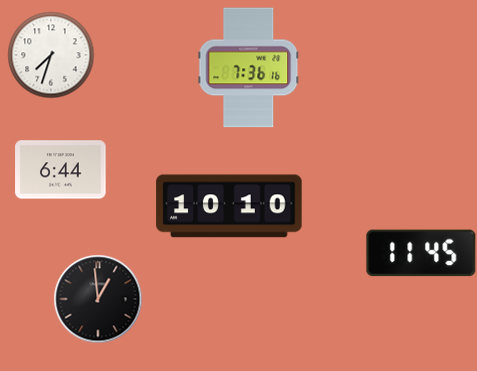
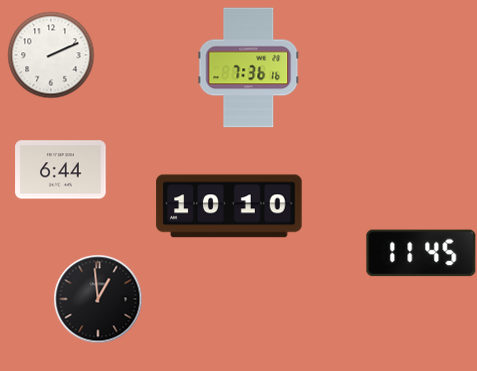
clock at (51, 55): 7:33 -> 2:11
